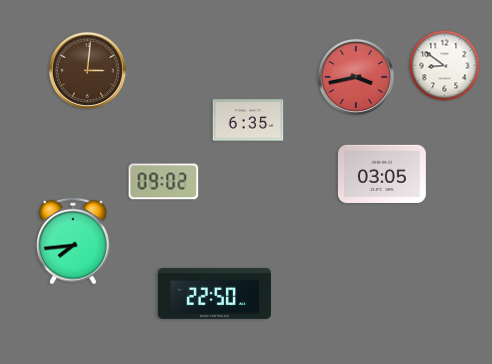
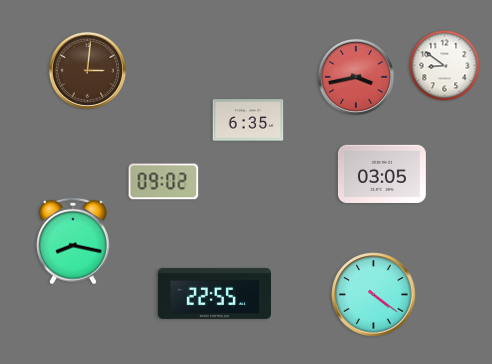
clock at (74, 241): 7:44 -> 8:17
clock at (214, 293): 22:50 -> 22:55
clock at (374, 295): none -> 4:21
